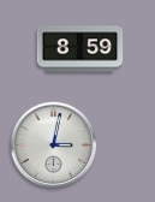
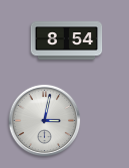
clock at (81, 49): 8:59 -> 8:54
